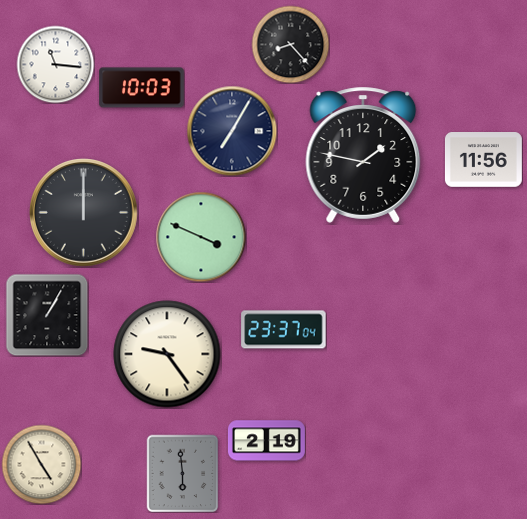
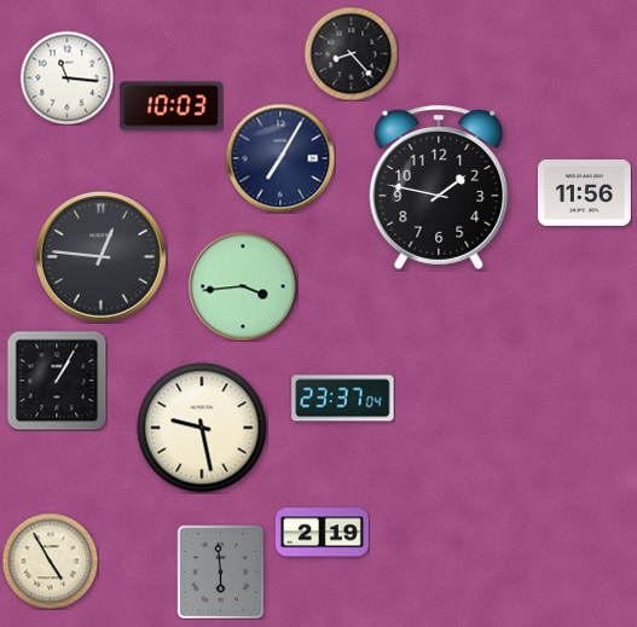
clock at (84, 213): 12:00 -> 12:46
clock at (201, 237): 3:49 -> 3:44
clock at (167, 354): 9:24 -> 9:28
